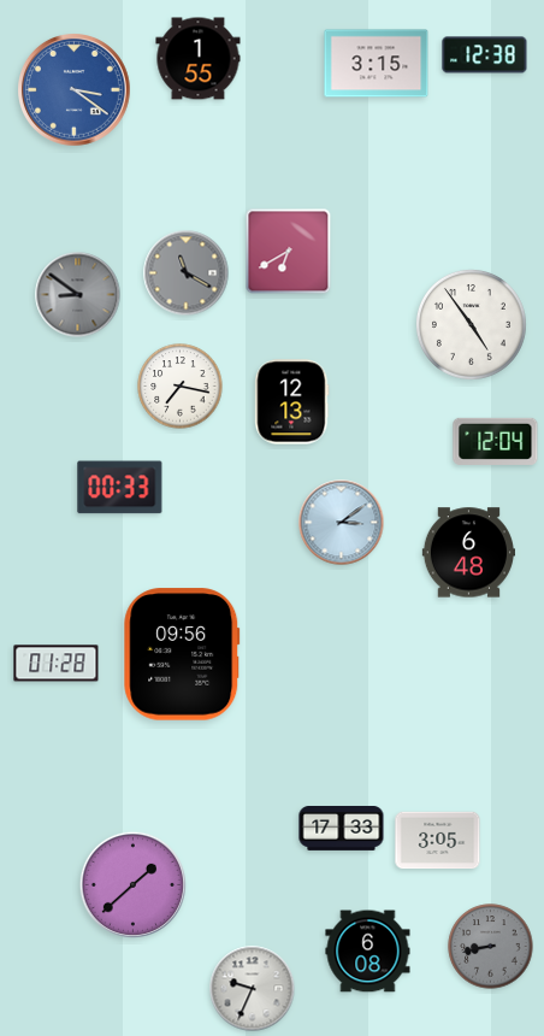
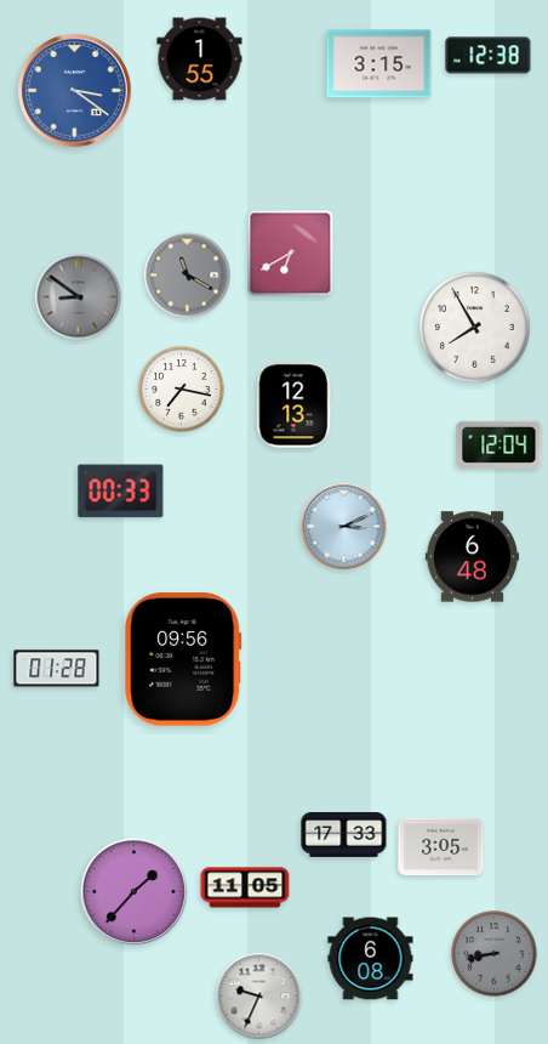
clock at (471, 324): 4:54 -> 7:55
clock at (342, 523): 3:09 -> 3:11
clock at (245, 887): none -> 11:05
clock at (132, 884): 1:38 -> 1:37
clock at (253, 989) position: (253, 989) -> (259, 997)
